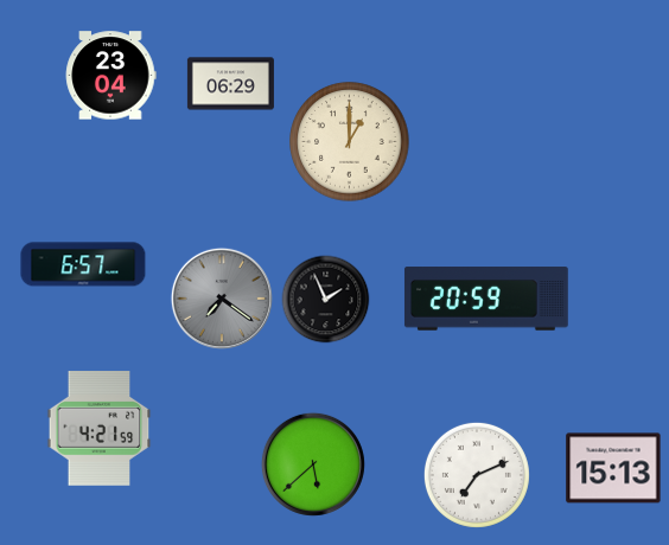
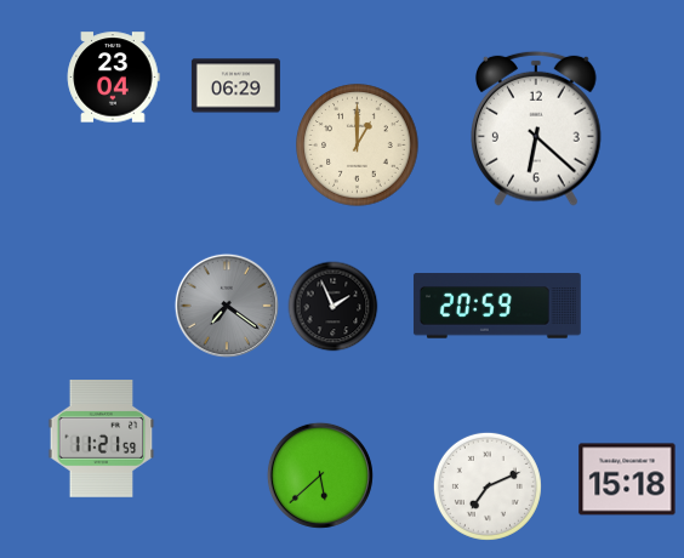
clock at (537, 129): none -> 6:22
clock at (83, 264): 6:57 -> none
clock at (100, 429): 4:21 -> 11:21
clock at (613, 468): 15:13 -> 15:18
